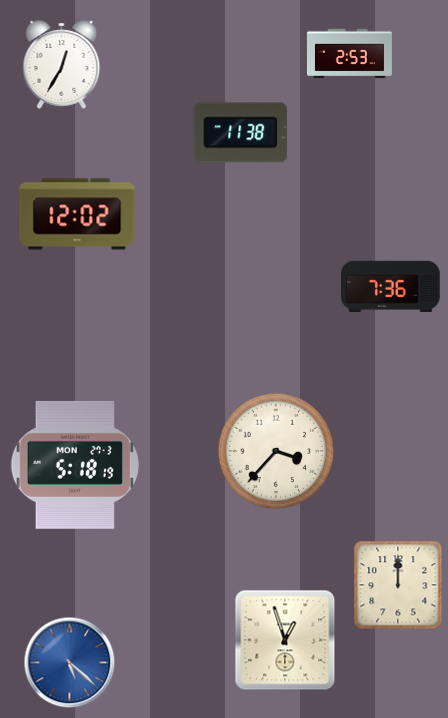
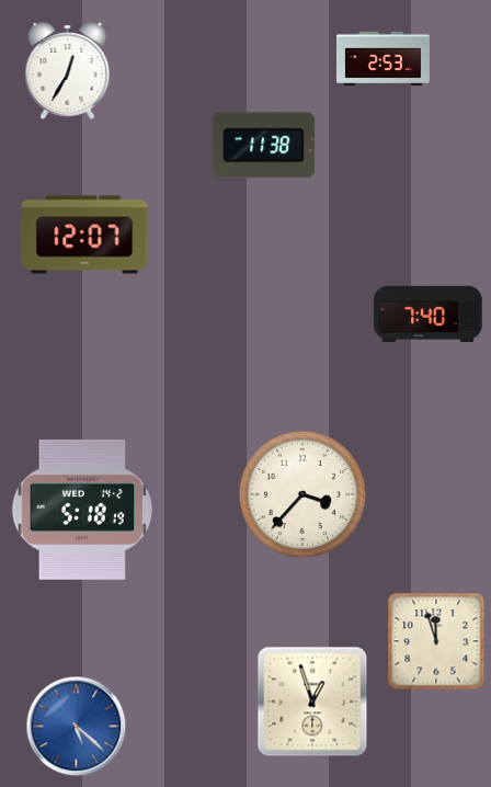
clock at (77, 214): 12:02 -> 12:07
clock at (391, 286): 7:36 -> 7:40
clock at (75, 465) date: MON 27-3 -> WED 14-2
clock at (398, 585): 12:00 -> 11:57
